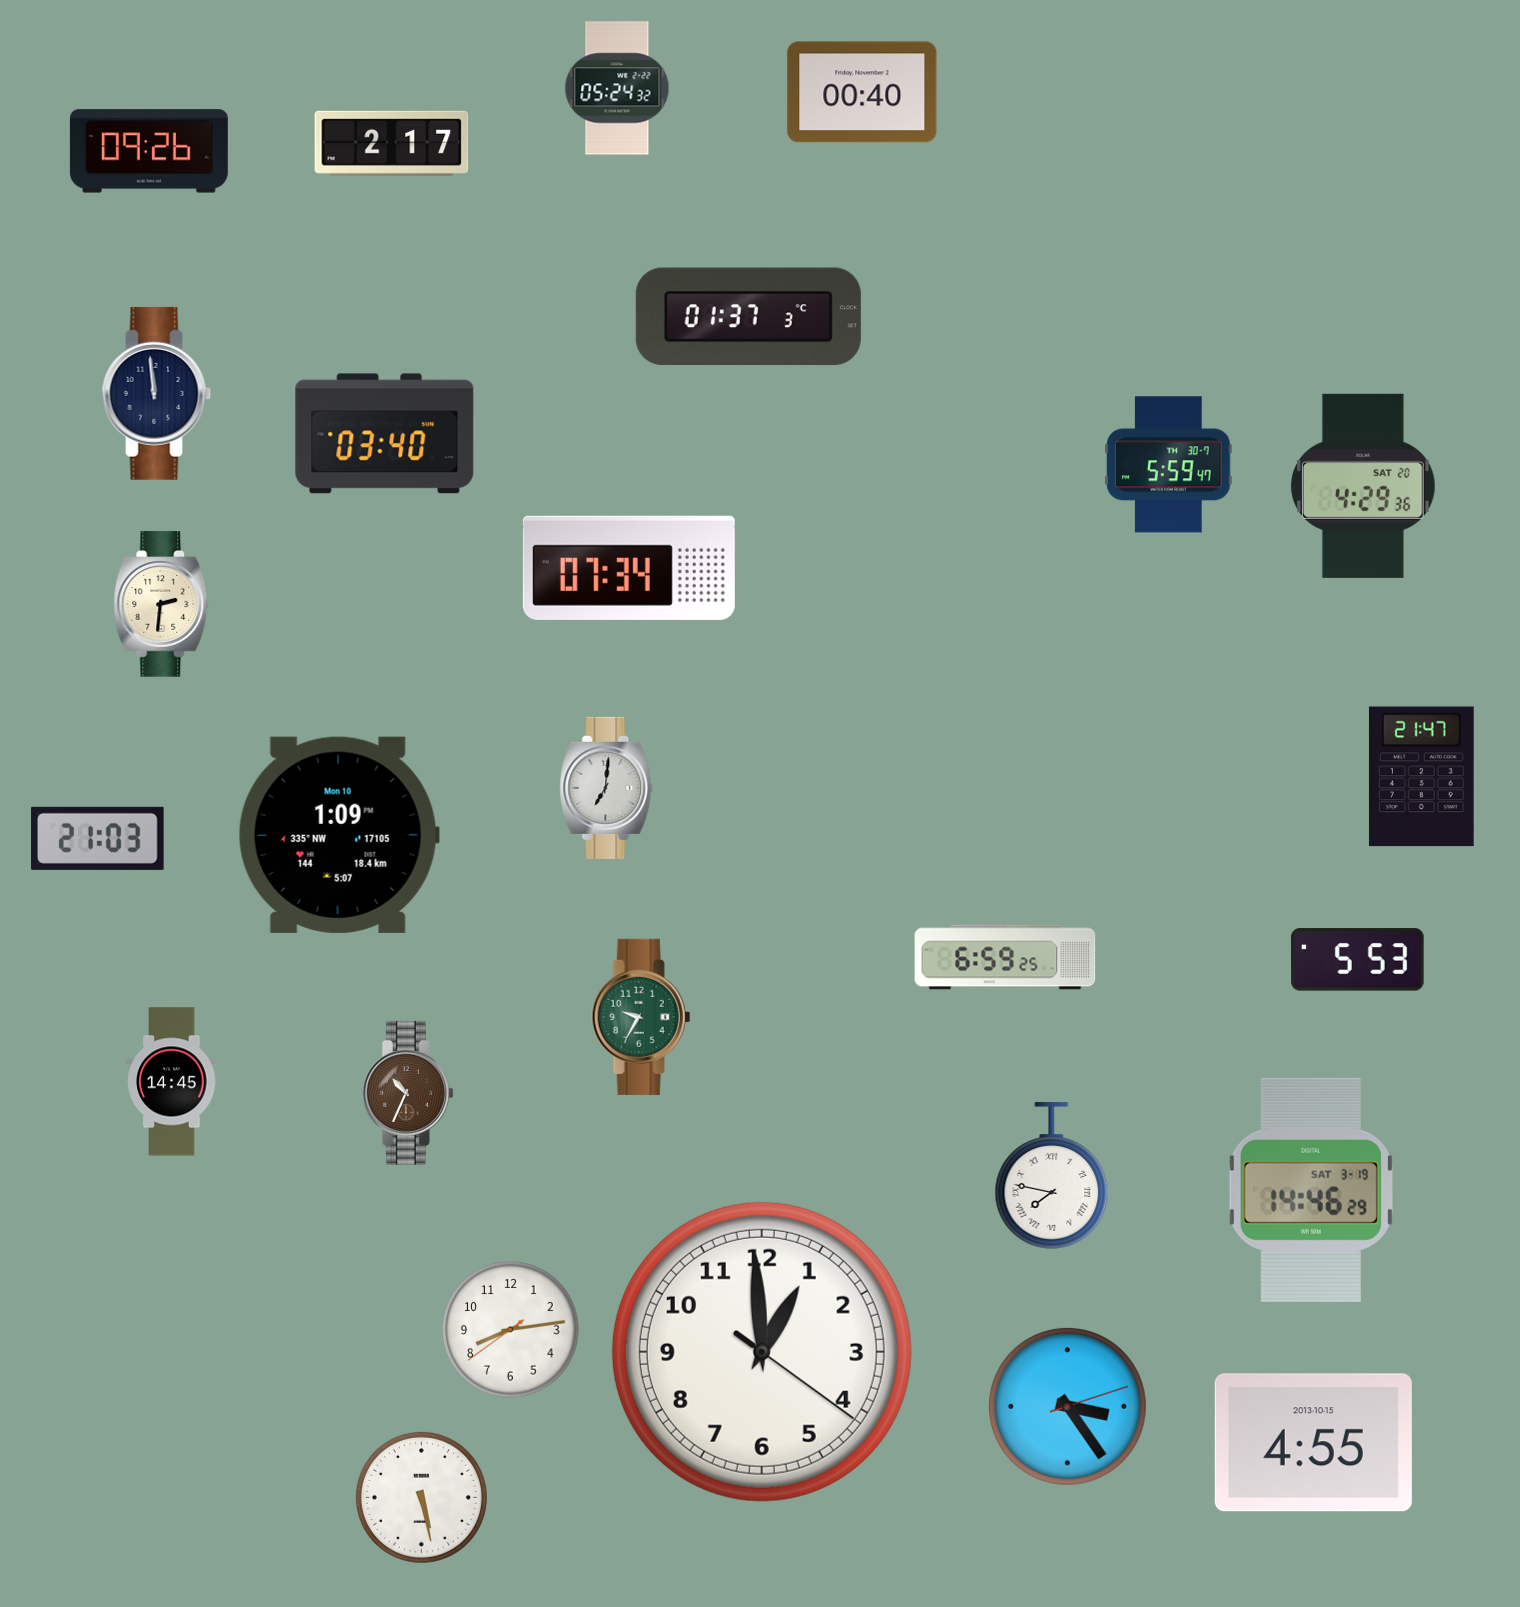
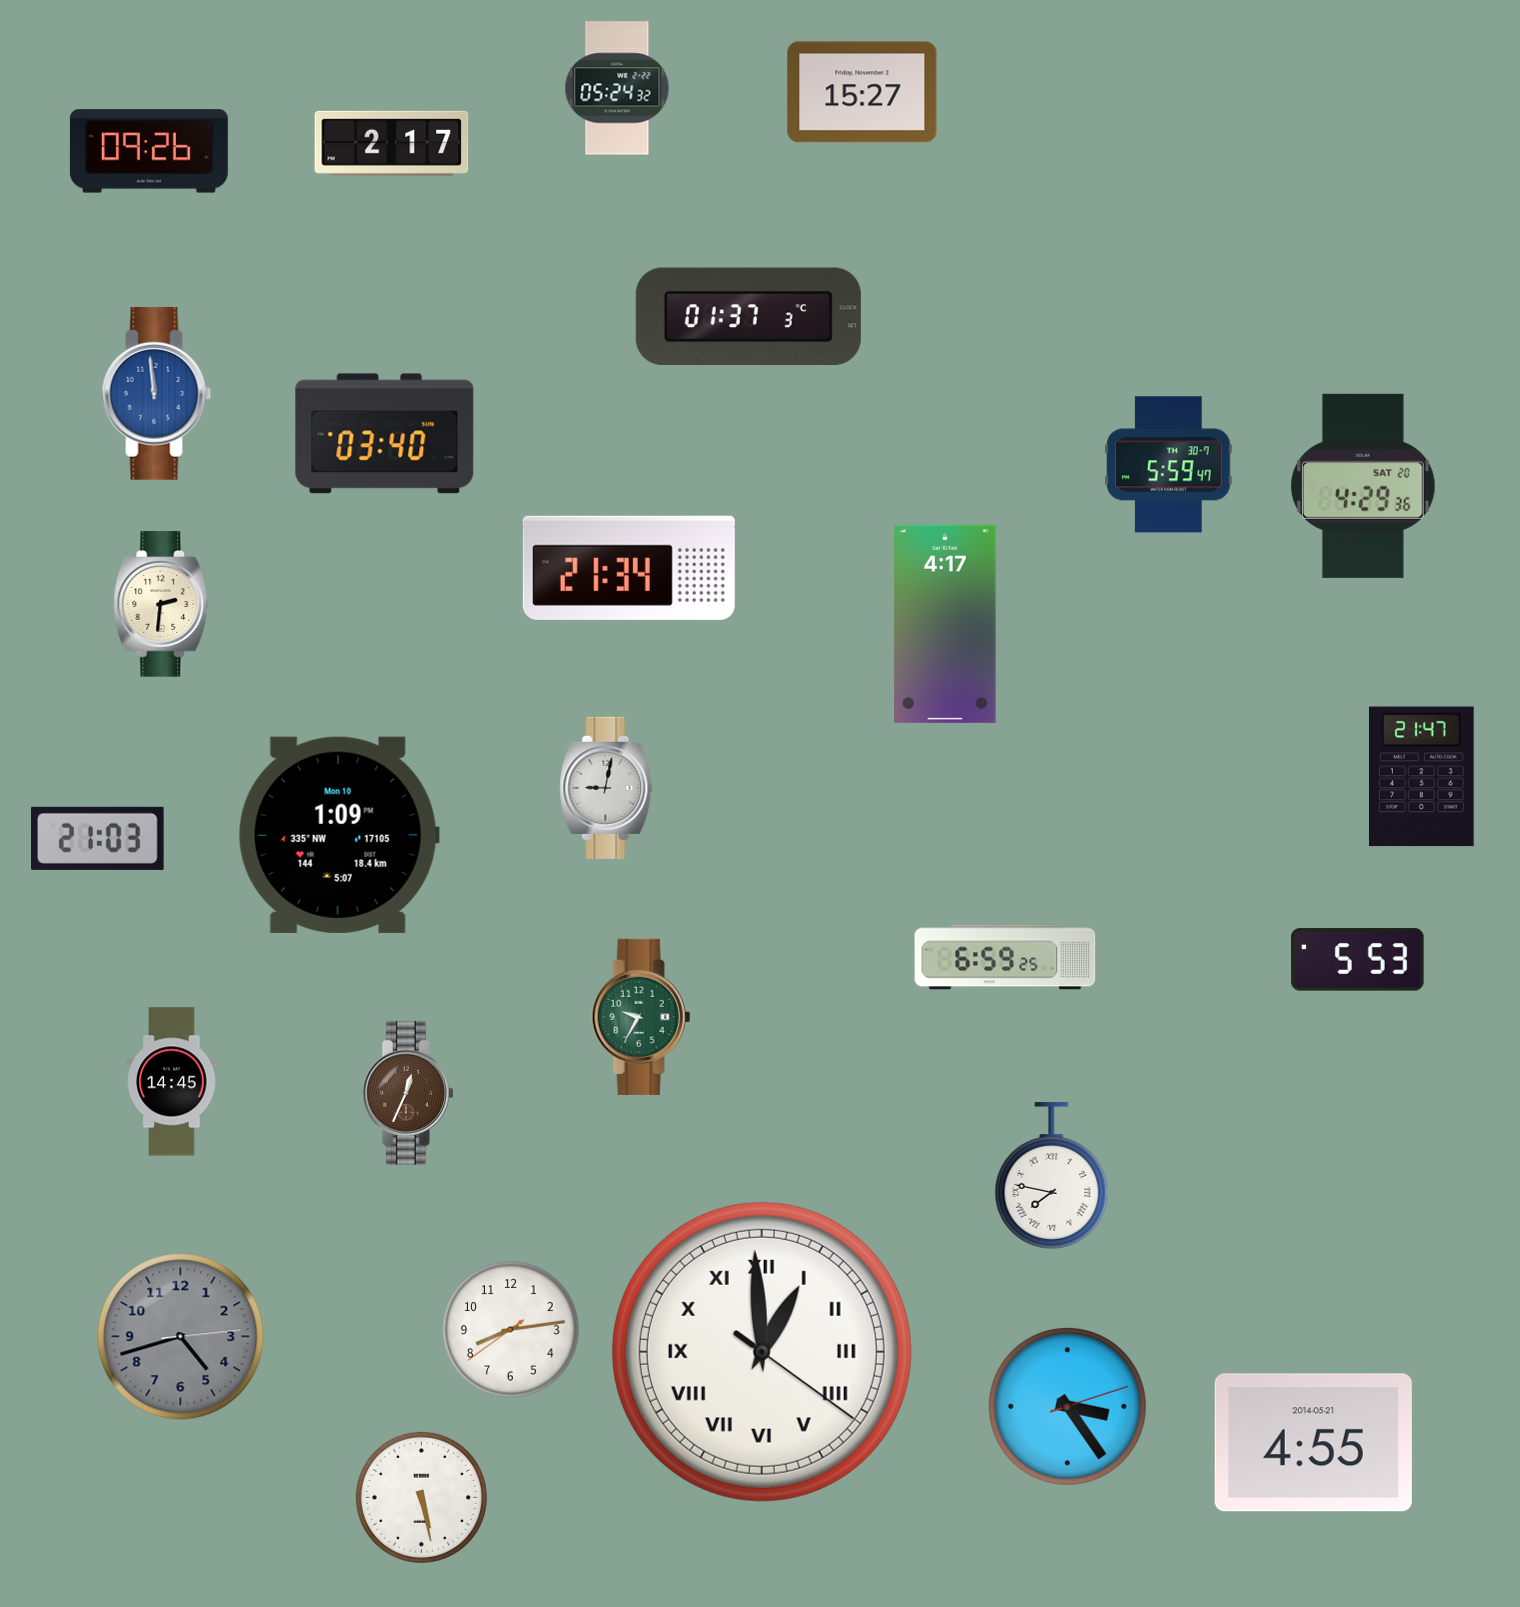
clock at (862, 92): 00:40 -> 15:27
clock at (157, 393) dial: navy -> blue
clock at (629, 568): 07:34 -> 21:34
clock at (945, 624): none -> 4:17
clock at (606, 788): 7:01 -> 9:02
clock at (408, 1093): 10:34 -> 12:34
clock at (1311, 1190): 14:46 -> none
clock at (181, 1337): none -> 4:42
clock at (762, 1352) numerals: Arabic -> Roman
clock at (1313, 1443) date: 2013-10-15 -> 2014-05-21
